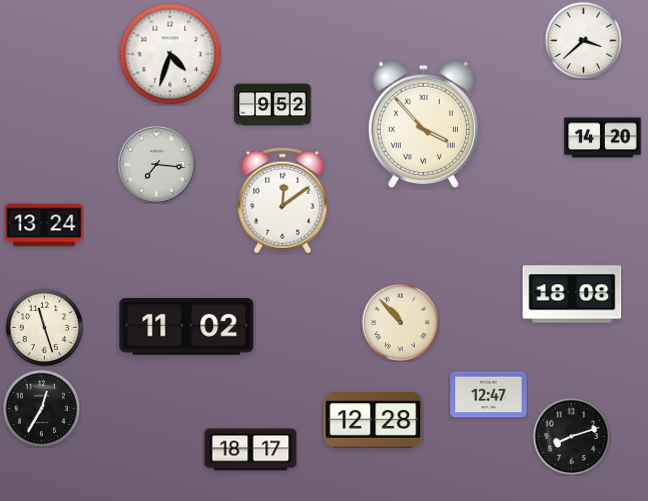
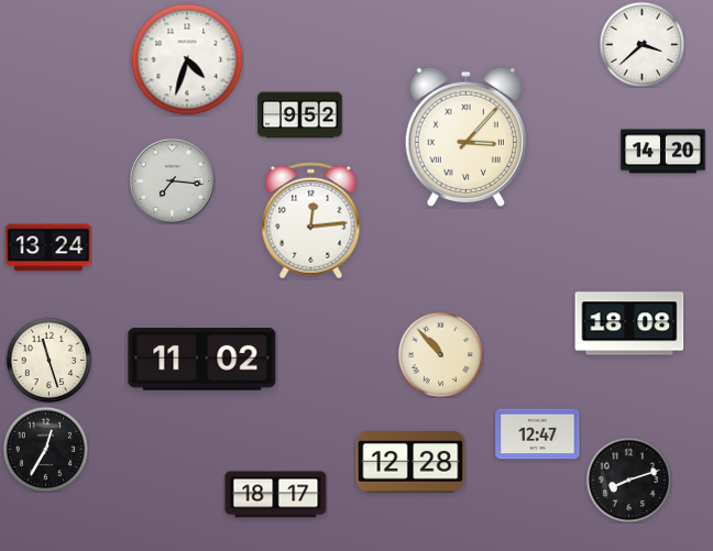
clock at (423, 124): 3:53 -> 3:07
clock at (283, 201): 12:09 -> 12:14
clock at (187, 327) position: (187, 327) -> (202, 360)
